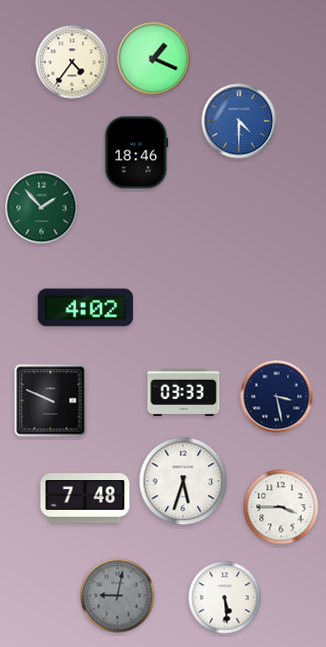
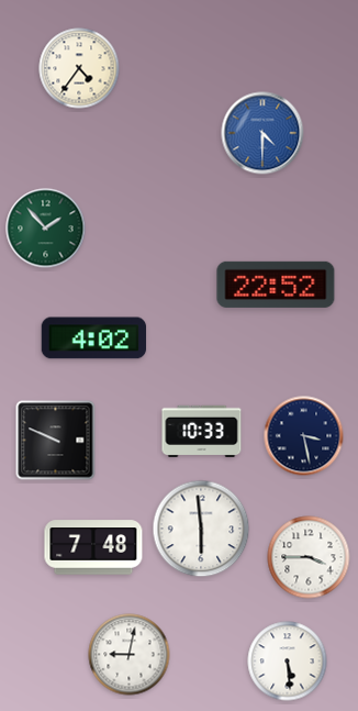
clock at (154, 59): 1:19 -> none
clock at (137, 153): 18:46 -> none
clock at (276, 285): none -> 22:52
clock at (184, 392): 03:33 -> 10:33
clock at (183, 481): 5:33 -> 5:59
clock at (118, 596) dial: grey -> white
clock at (225, 598) position: (225, 598) -> (288, 662)
